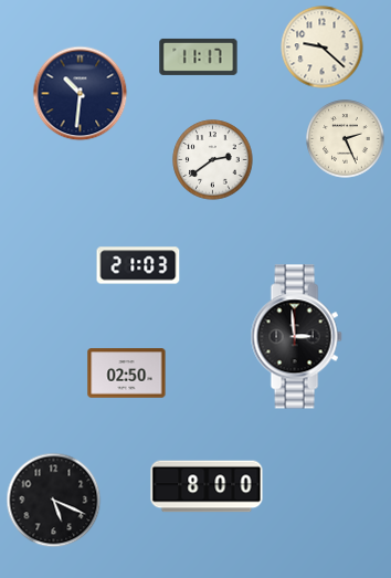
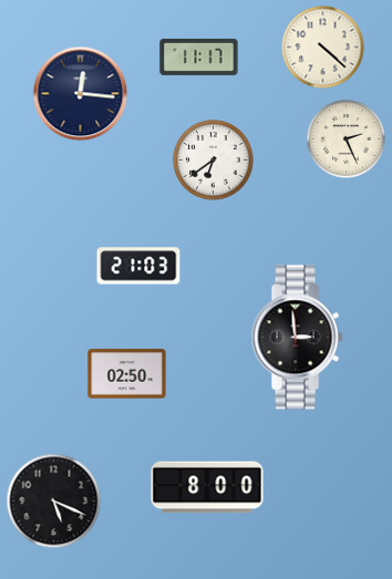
clock at (323, 48): 9:22 -> 4:22
clock at (81, 94): 10:31 -> 12:16
clock at (213, 160): 2:39 -> 6:39
